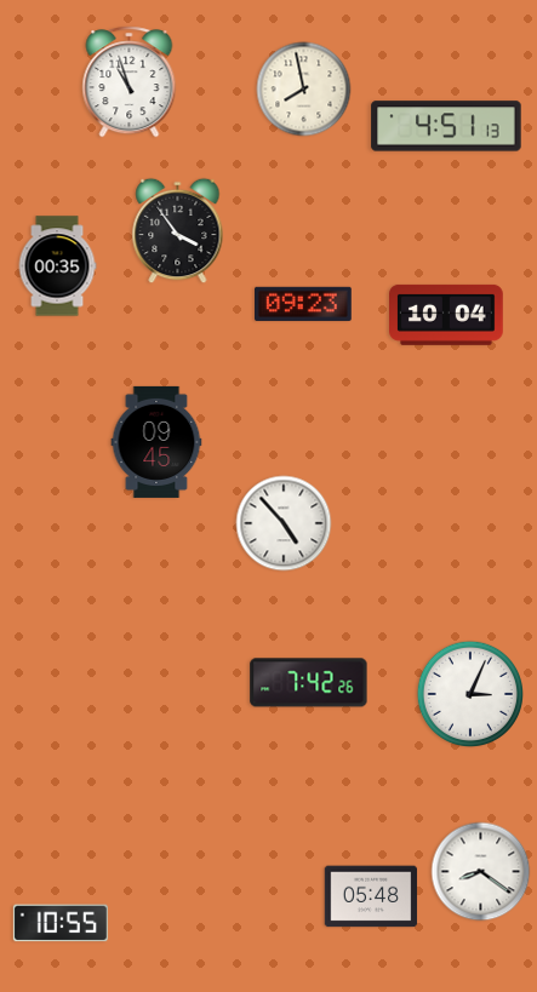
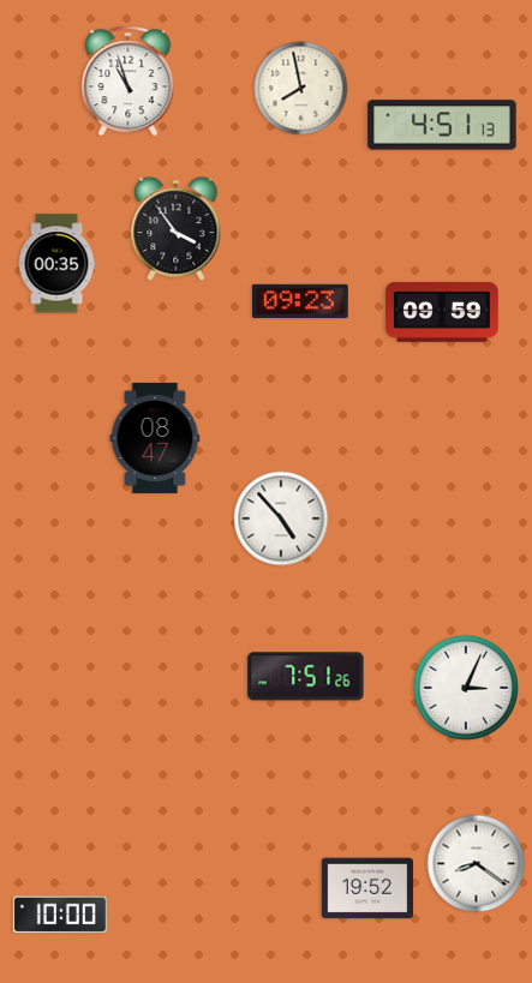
clock at (447, 315): 10:04 -> 09:59
clock at (156, 442): 09:45 -> 08:47
clock at (309, 683): 7:42 -> 7:51
clock at (371, 896): 05:48 -> 19:52
clock at (61, 923): 10:55 -> 10:00
